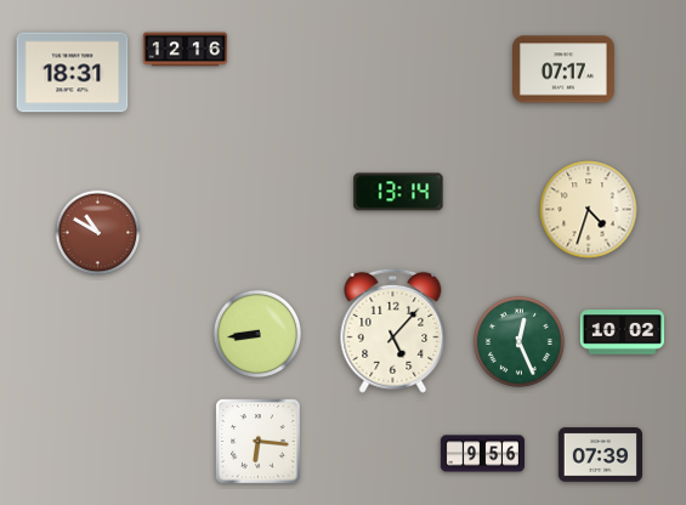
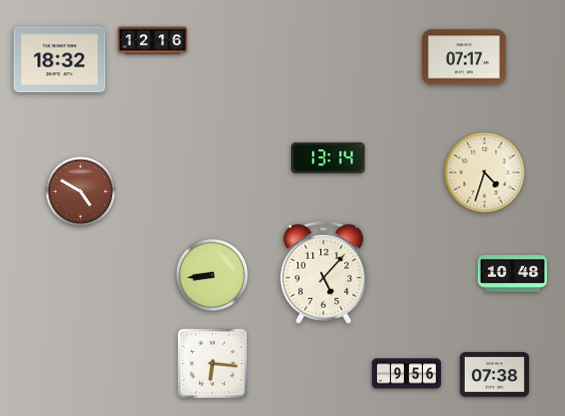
clock at (73, 73): 18:31 -> 18:32
clock at (98, 233): 10:50 -> 4:50
clock at (622, 333): 10:02 -> 10:48
clock at (518, 341): 12:26 -> none
clock at (483, 454) position: (483, 454) -> (407, 374)
clock at (600, 455): 07:39 -> 07:38
